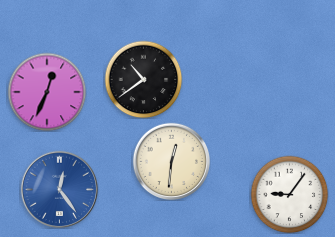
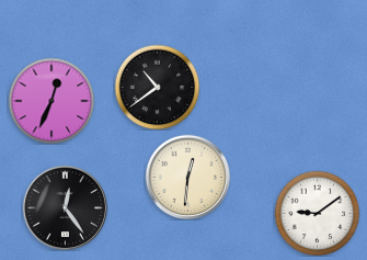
clock at (59, 189) dial: blue -> black
clock at (289, 194): 9:06 -> 9:09
